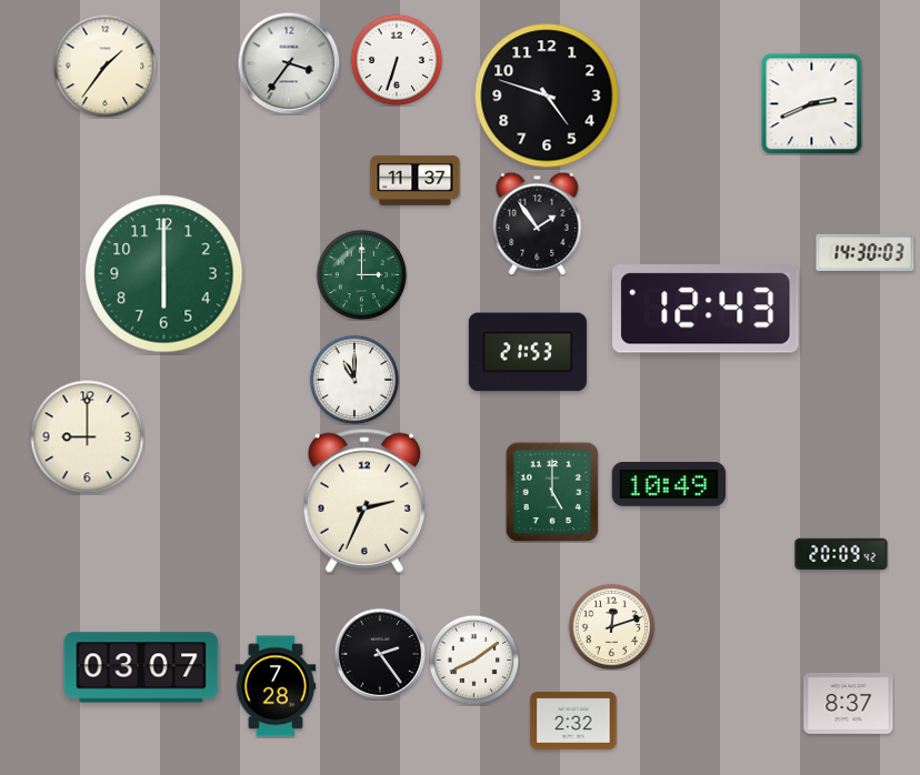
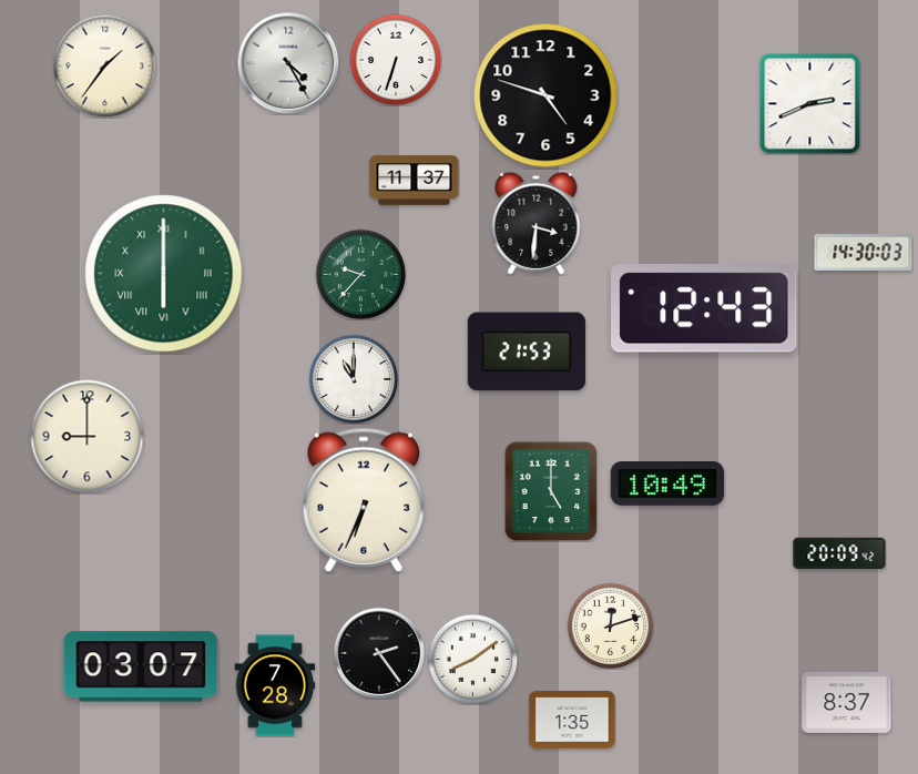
clock at (289, 63): 3:36 -> 4:25
clock at (538, 223): 1:54 -> 3:31
clock at (164, 274) numerals: Arabic -> Roman
clock at (361, 274): 3:00 -> 9:37
clock at (363, 501): 2:34 -> 6:34
clock at (573, 721): 2:32 -> 1:35
